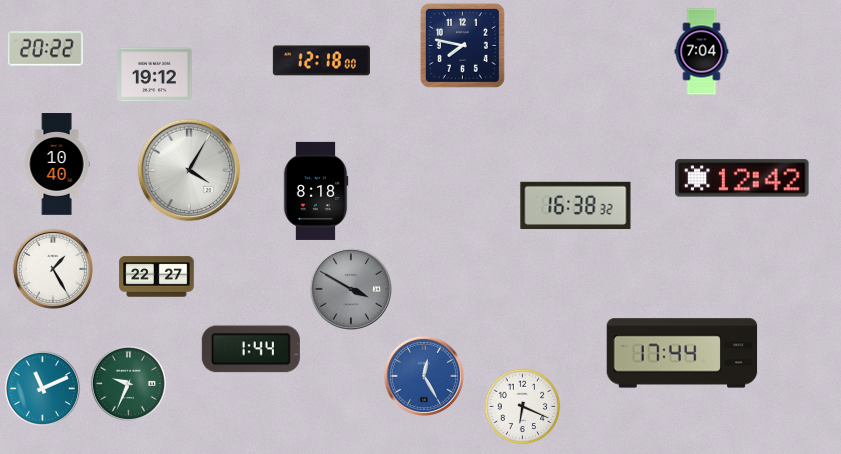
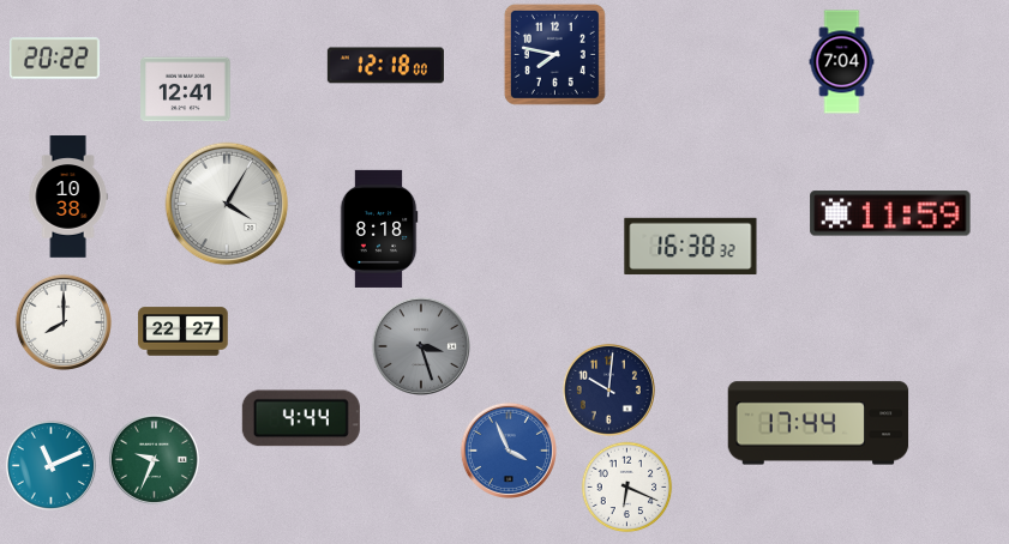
clock at (321, 61) position: (321, 61) -> (385, 66)
clock at (155, 75): 19:12 -> 12:41
clock at (57, 164): 10:40 -> 10:38
clock at (742, 178): 12:42 -> 11:59
clock at (53, 269): 1:25 -> 8:00
clock at (157, 277) position: (157, 277) -> (184, 332)
clock at (351, 289): 3:50 -> 3:27
clock at (608, 389): none -> 10:01
clock at (251, 349): 1:44 -> 4:44
clock at (424, 376): 12:25 -> 3:56
